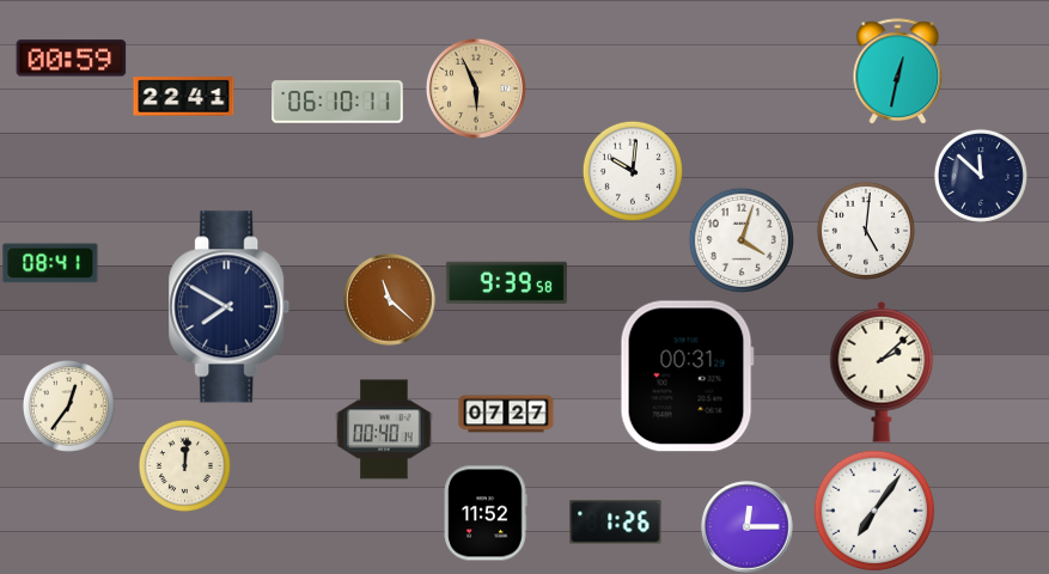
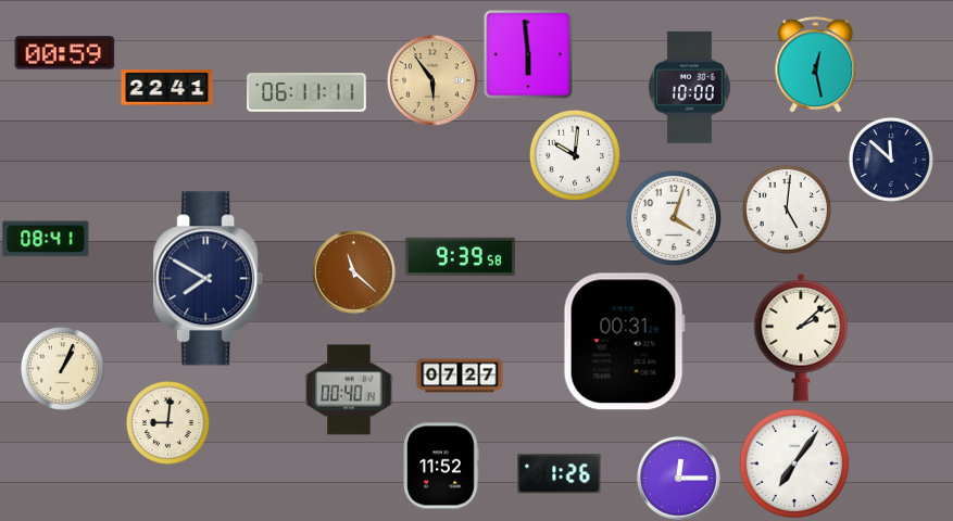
clock at (528, 54): none -> 5:59
clock at (898, 72): 12:32 -> 12:28
clock at (476, 88): 5:56 -> 5:54
clock at (689, 87): none -> 10:00
clock at (337, 102): 06:10 -> 06:11
clock at (68, 405): 12:36 -> 1:04
clock at (184, 465): 12:01 -> 9:01
